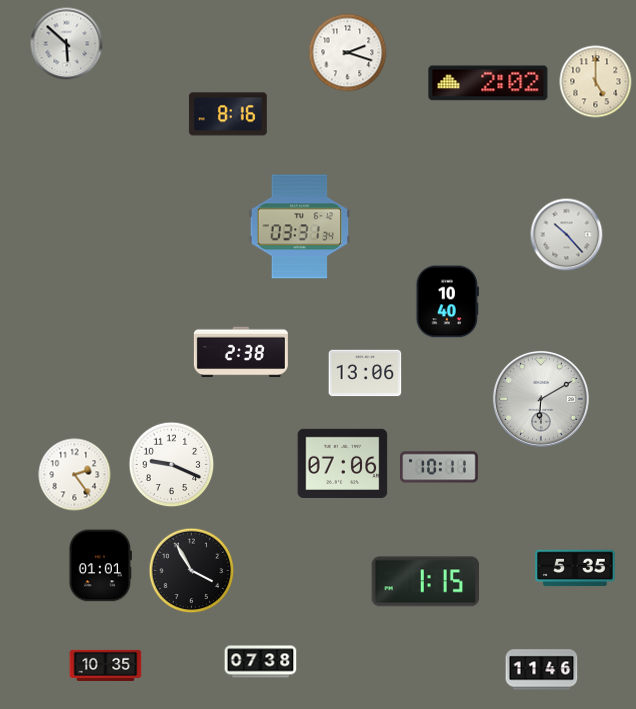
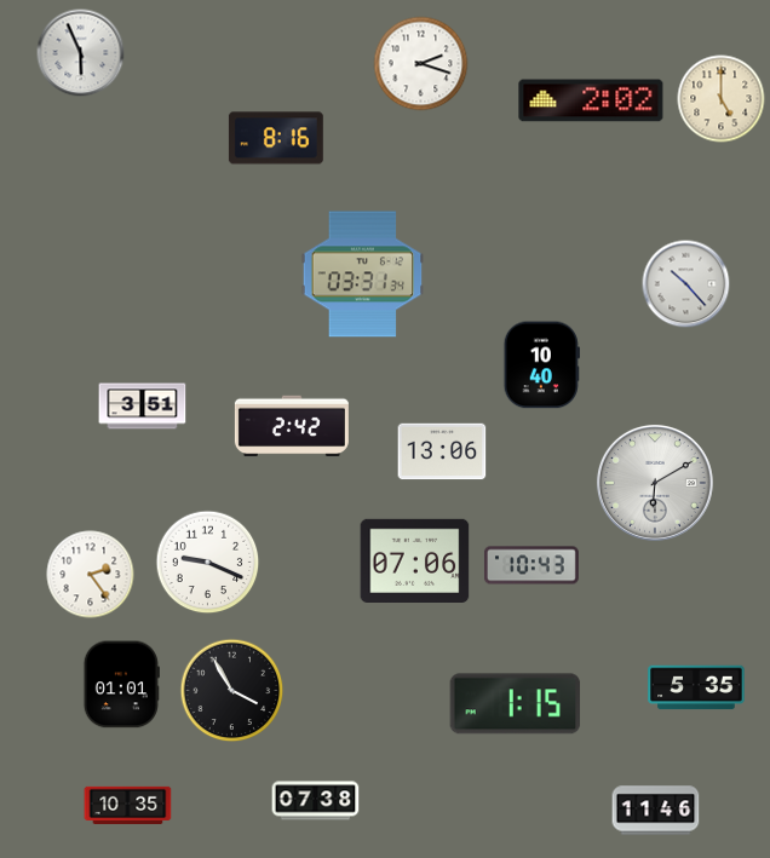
clock at (67, 44): 5:52 -> 5:56
clock at (143, 407): none -> 3:51
clock at (241, 352): 2:38 -> 2:42
clock at (439, 467): 10:11 -> 10:43
